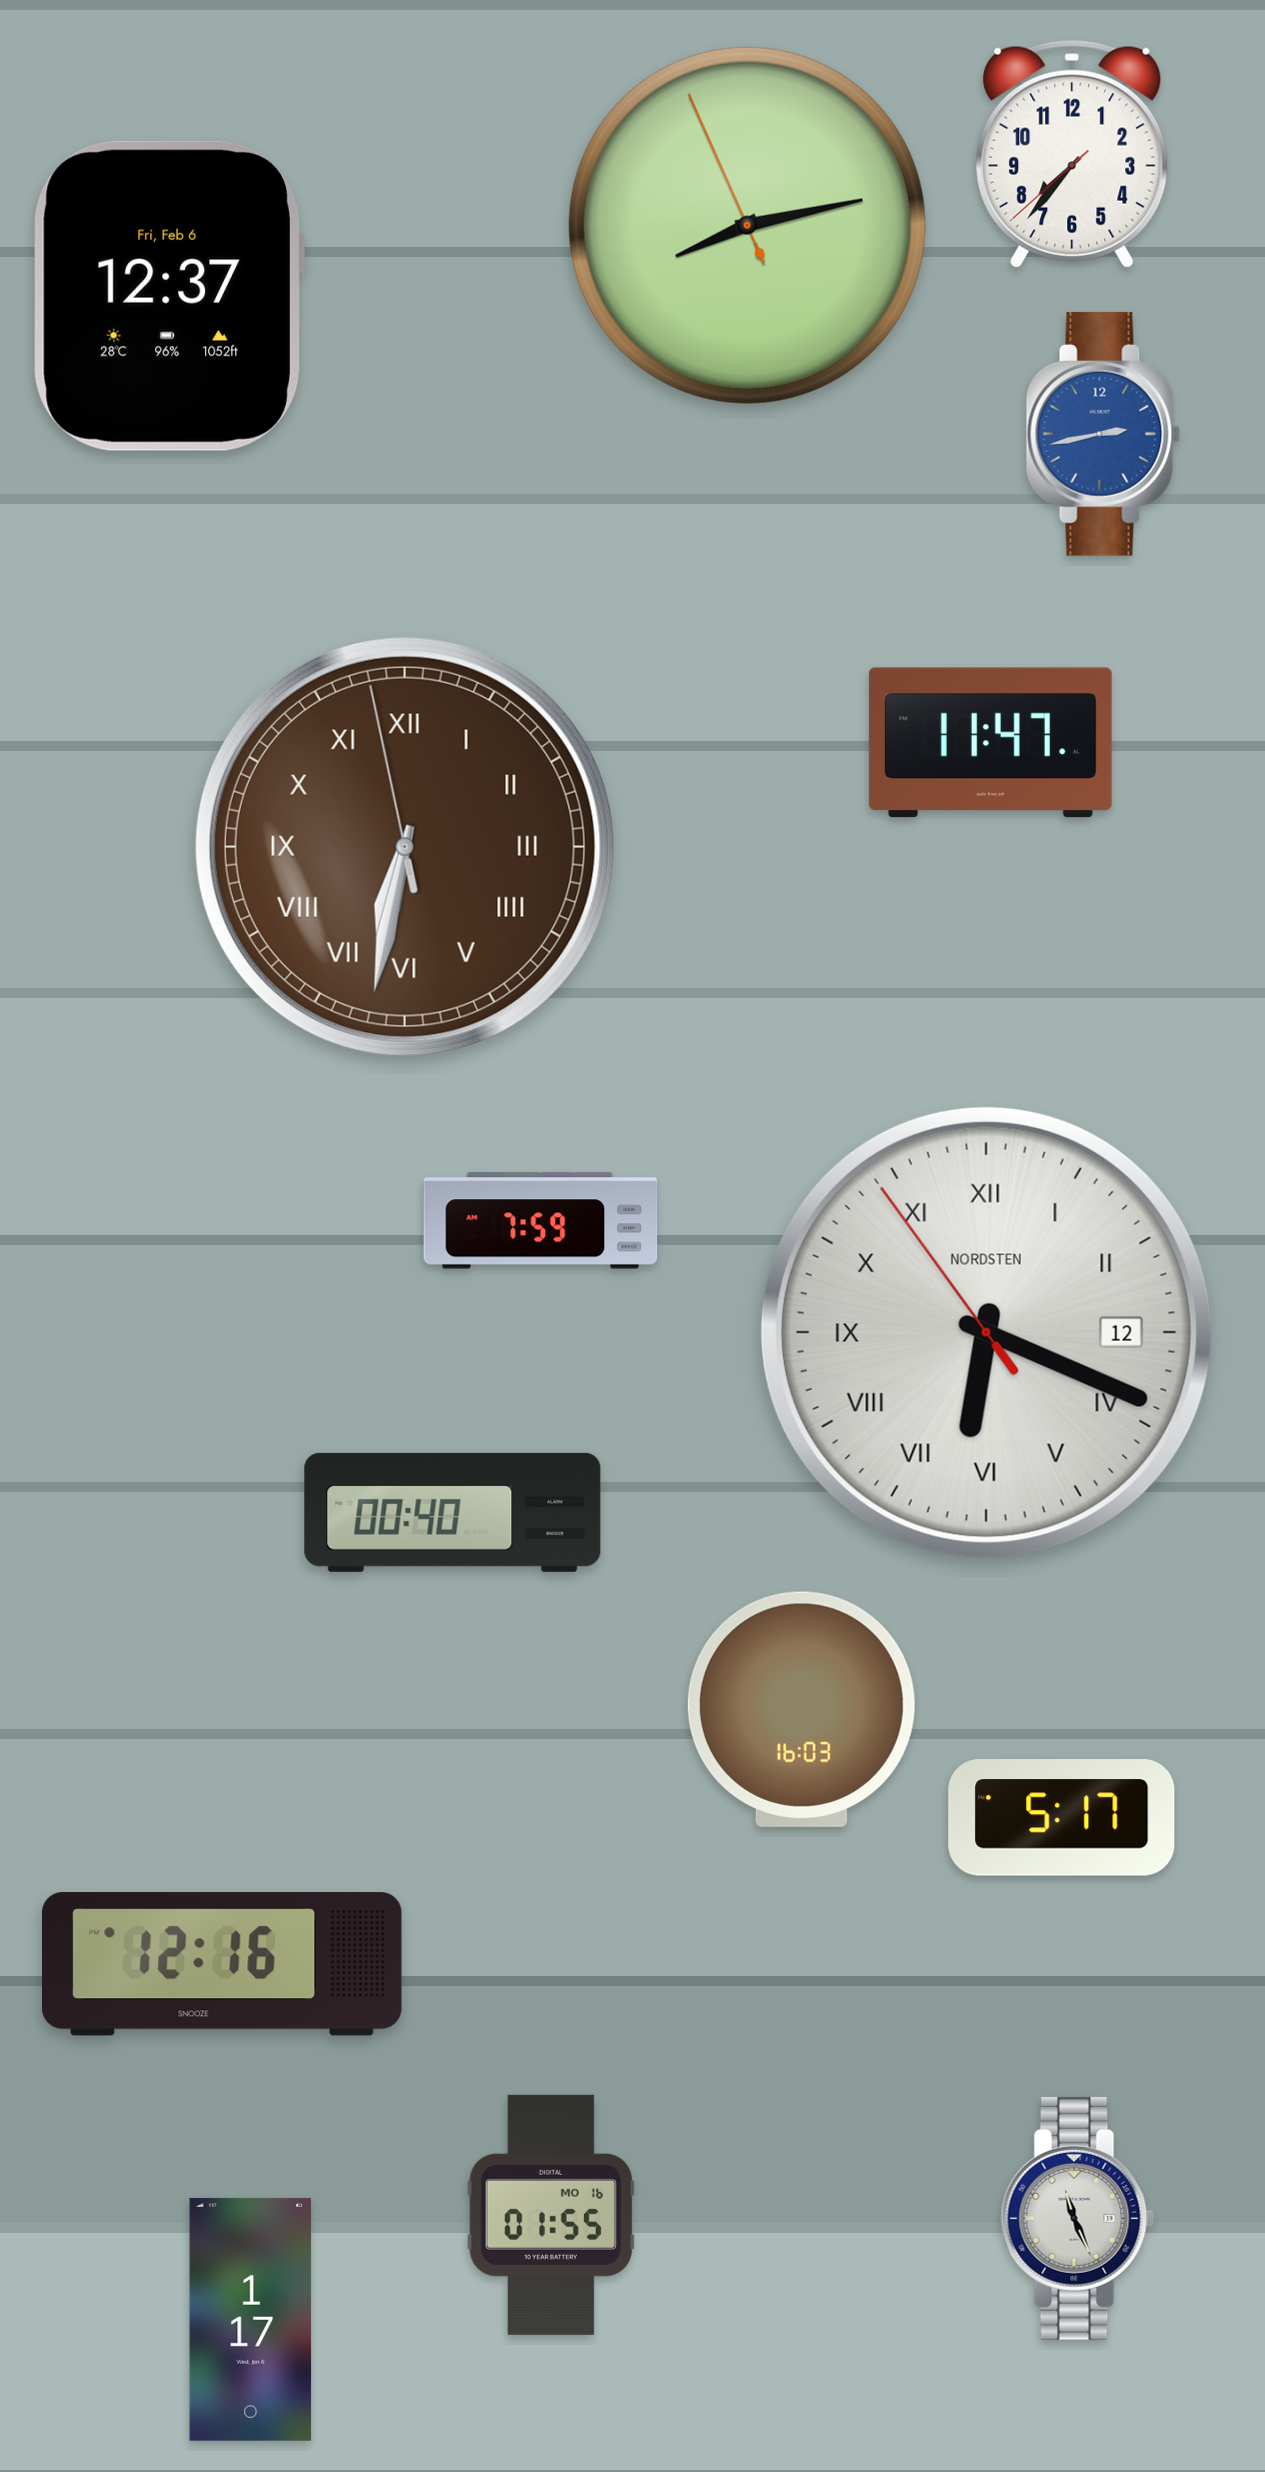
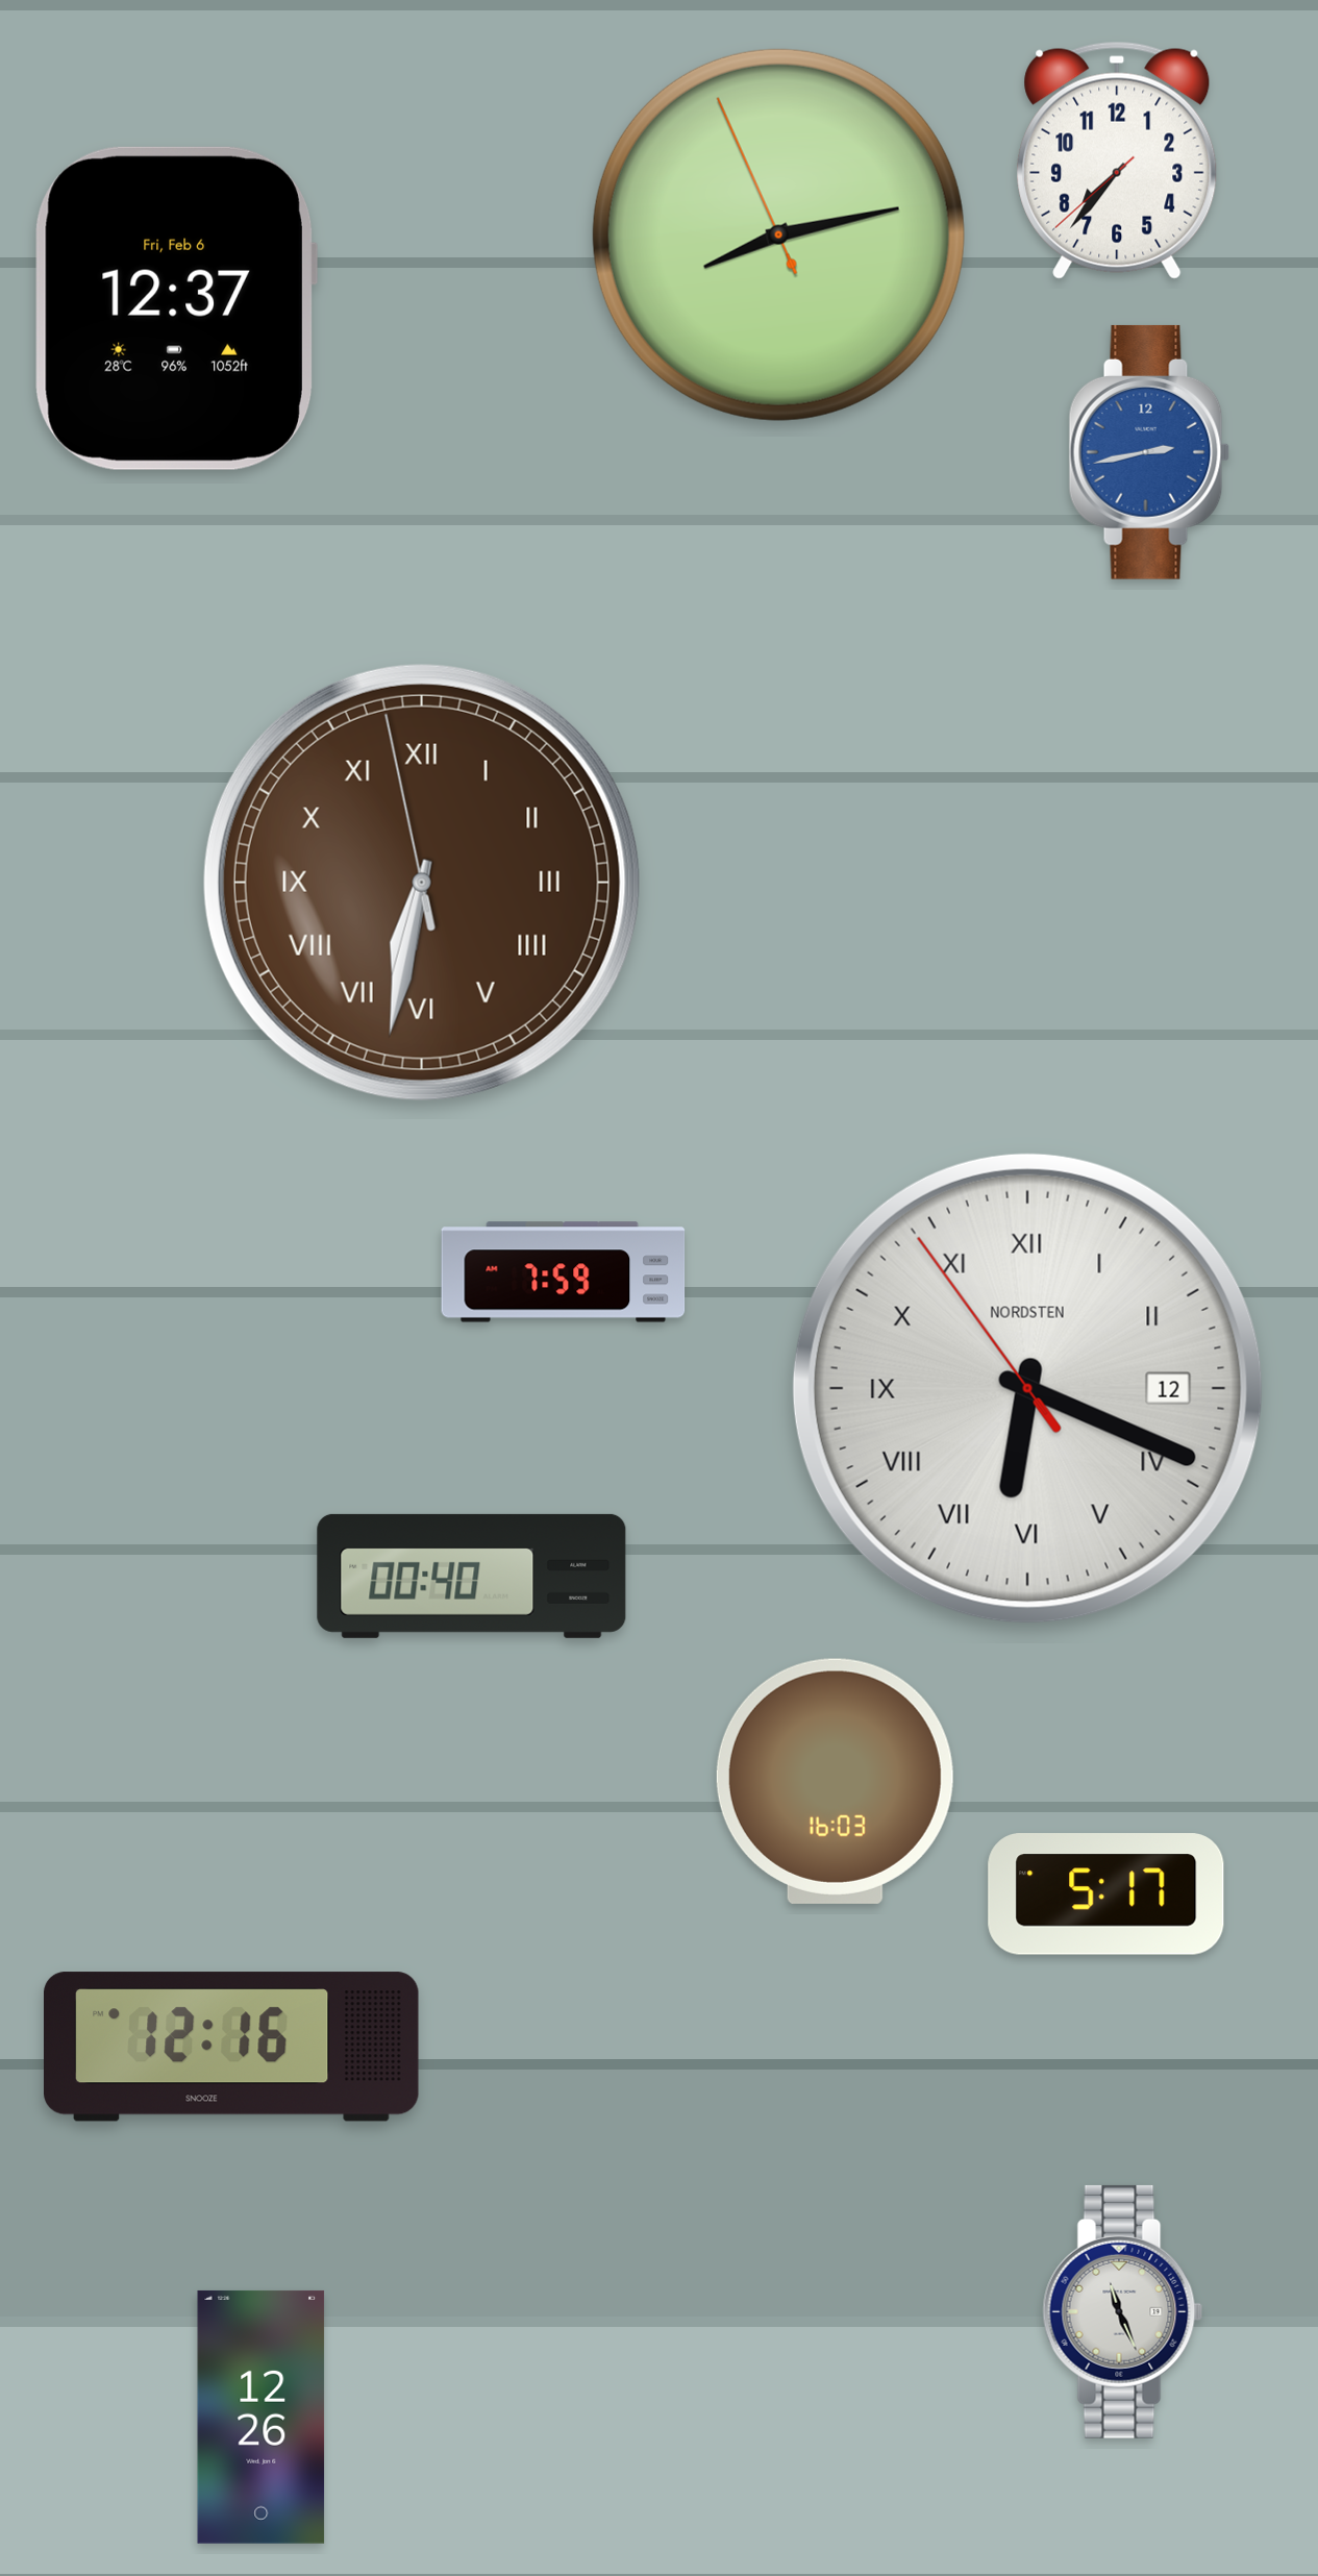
clock at (990, 743): 11:47 -> none
clock at (550, 2215): 01:55 -> none
clock at (251, 2319): 1:17 -> 12:26
